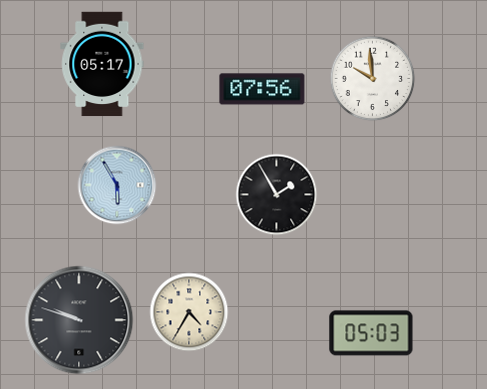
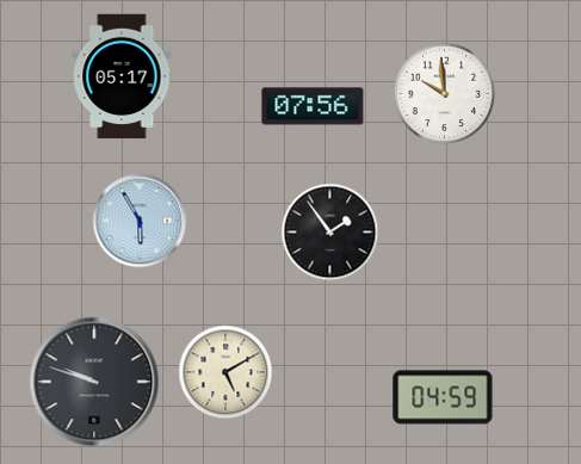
clock at (277, 195): 1:55 -> 1:54
clock at (189, 312): 4:35 -> 5:10
clock at (371, 333): 05:03 -> 04:59
